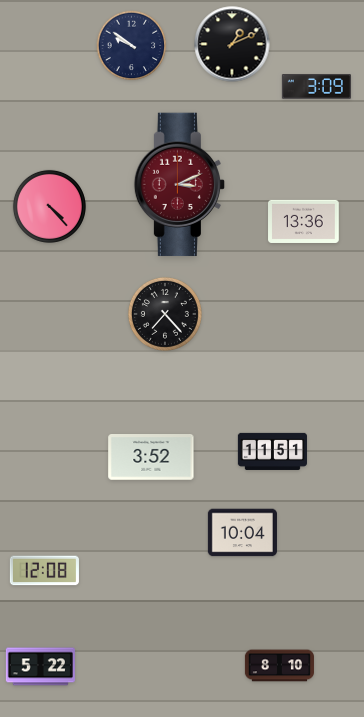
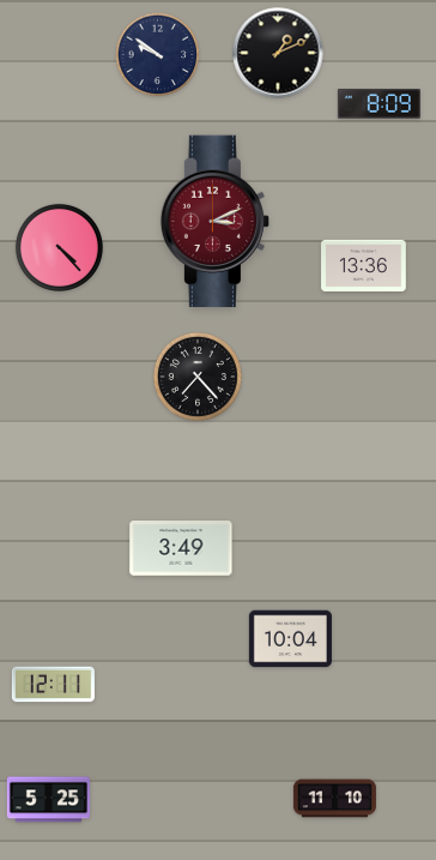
clock at (316, 87): 3:09 -> 8:09
clock at (272, 451): 11:51 -> none
clock at (151, 458): 3:52 -> 3:49
clock at (44, 571): 12:08 -> 12:11
clock at (279, 666): 8:10 -> 11:10
clock at (40, 667): 5:22 -> 5:25
